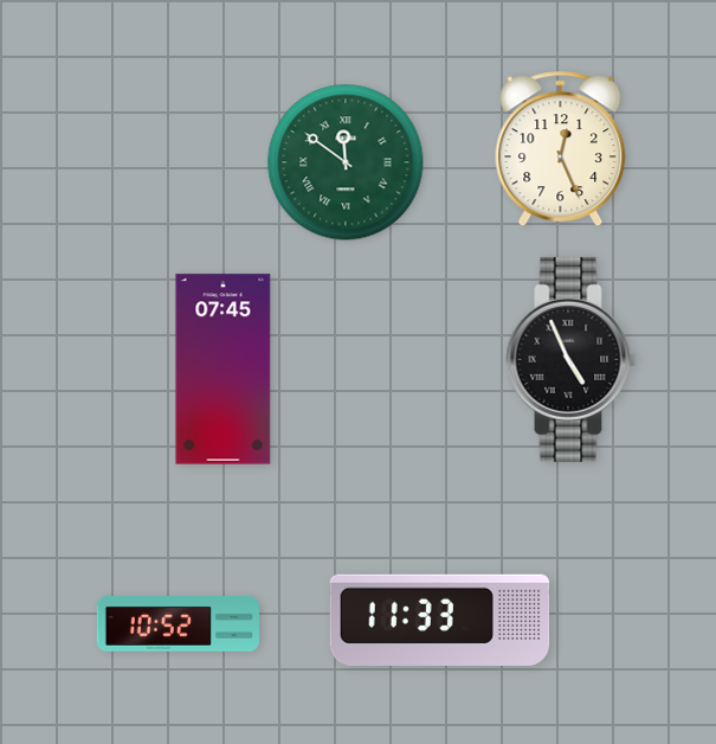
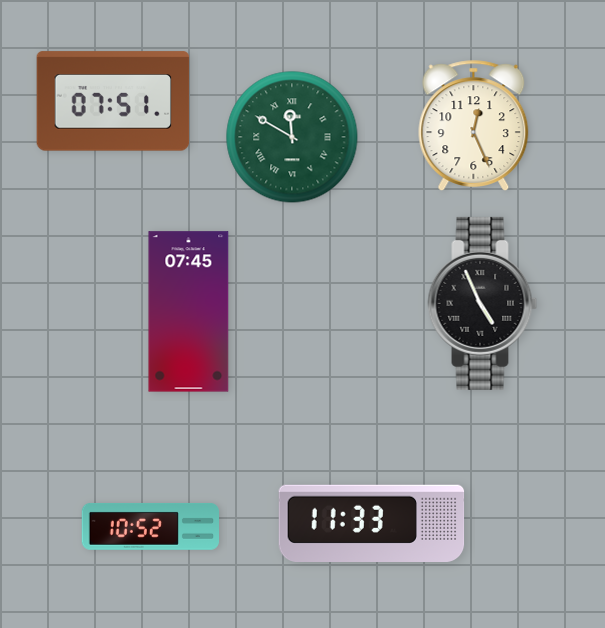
clock at (113, 101): none -> 07:51
clock at (346, 162): 11:51 -> 11:50
